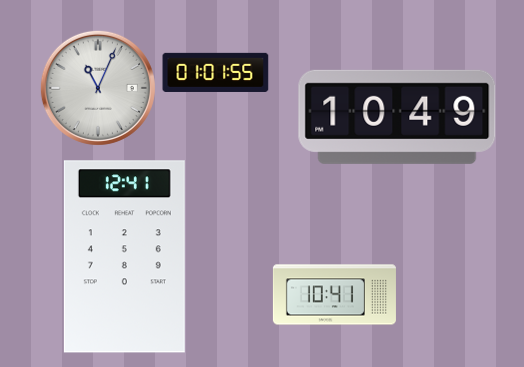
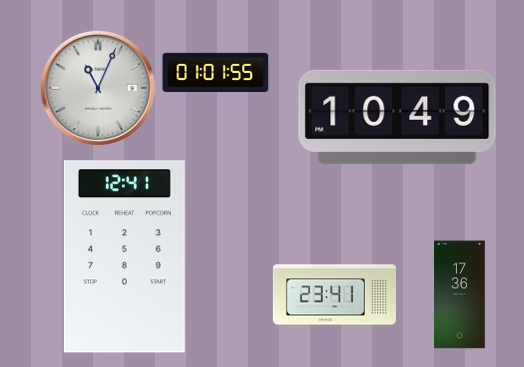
clock at (334, 295): 10:41 -> 23:41
clock at (460, 295): none -> 17:36
